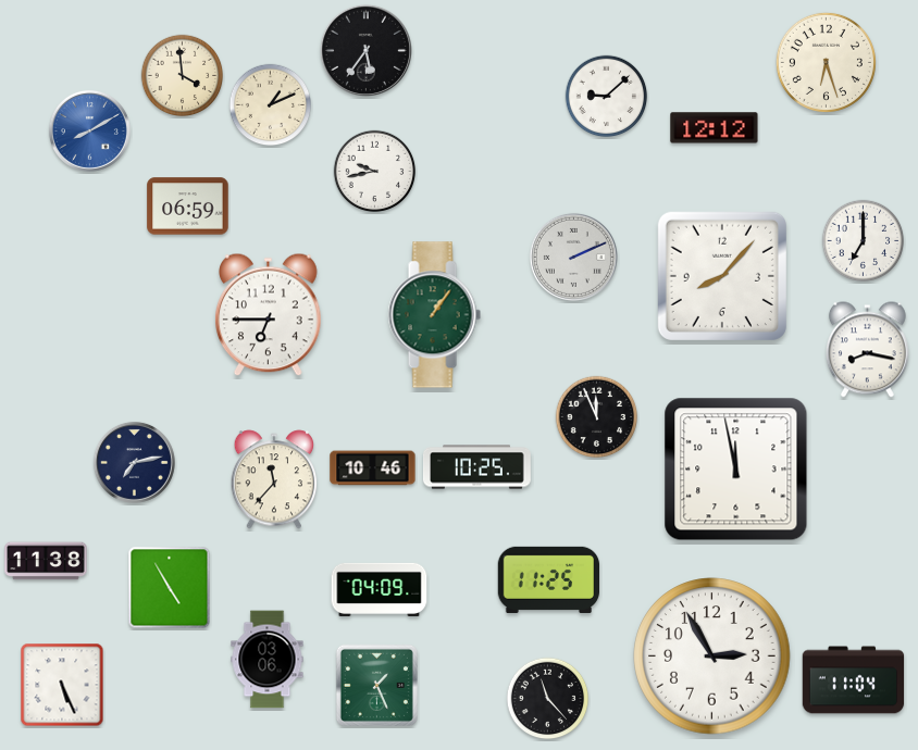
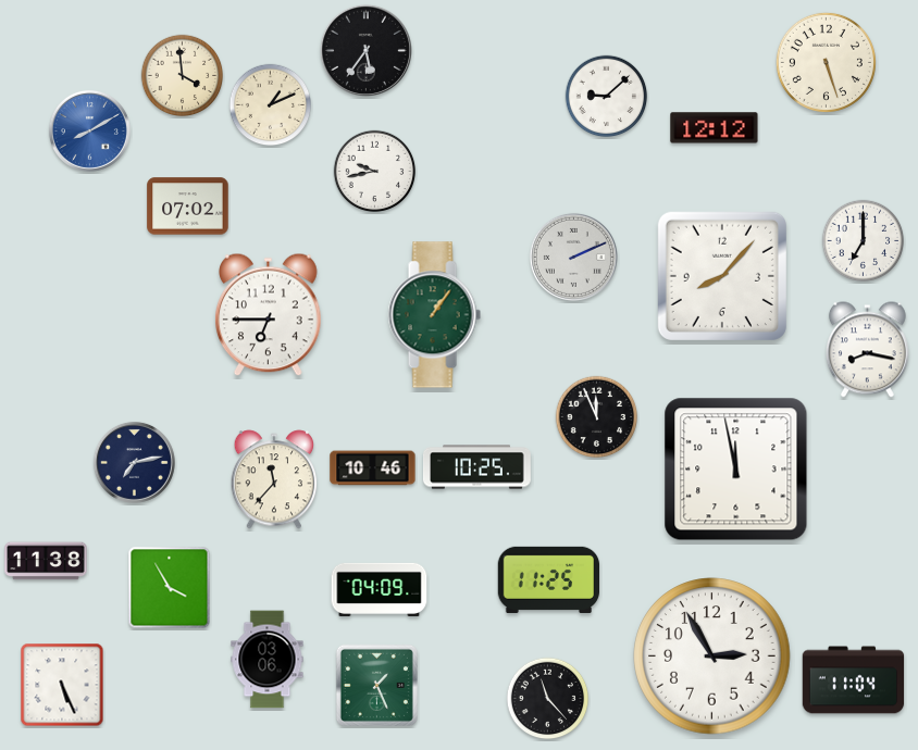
clock at (826, 62): 6:27 -> 5:27
clock at (188, 207): 06:59 -> 07:02
clock at (170, 588): 4:55 -> 3:55
